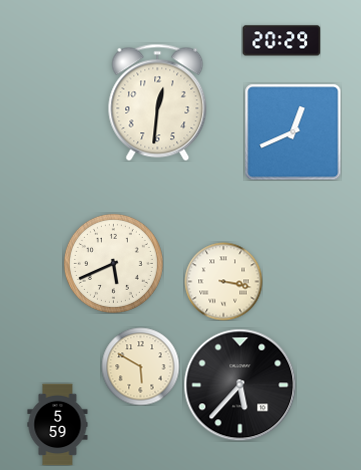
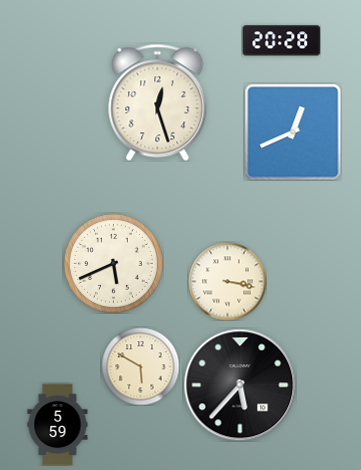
clock at (281, 41): 20:29 -> 20:28
clock at (158, 102): 12:31 -> 12:27
clock at (223, 281) position: (223, 281) -> (227, 281)
